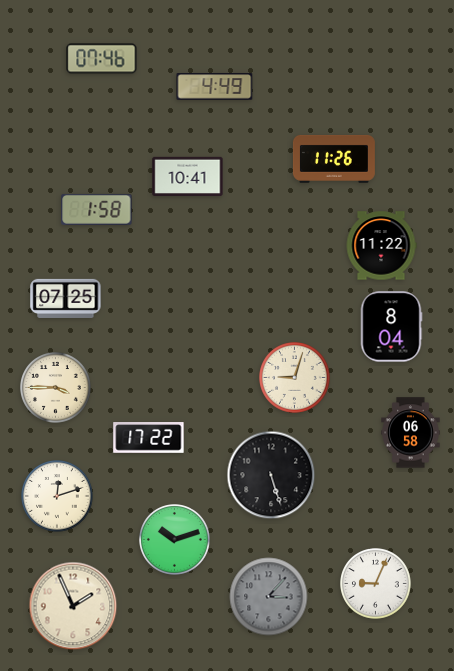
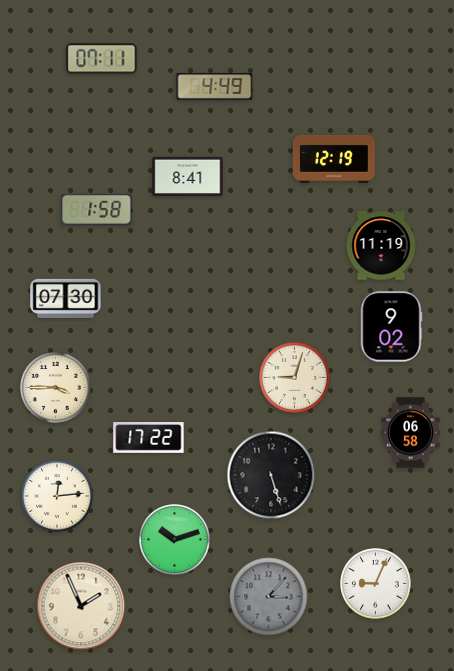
clock at (102, 59): 07:46 -> 07:11
clock at (334, 159): 11:26 -> 12:19
clock at (188, 176): 10:41 -> 8:41
clock at (381, 246): 11:22 -> 11:19
clock at (66, 298): 07:25 -> 07:30
clock at (391, 327): 8:04 -> 9:02
clock at (57, 496): 12:12 -> 12:14
clock at (73, 606) position: (73, 606) -> (81, 606)
